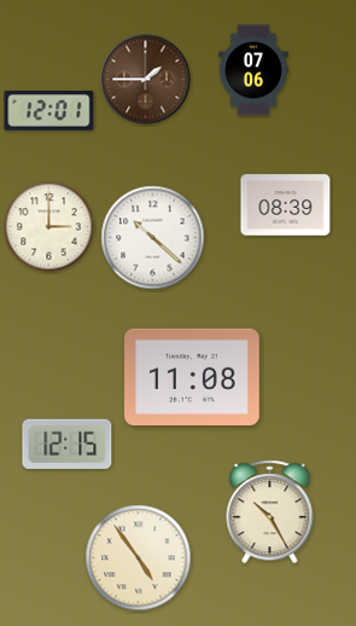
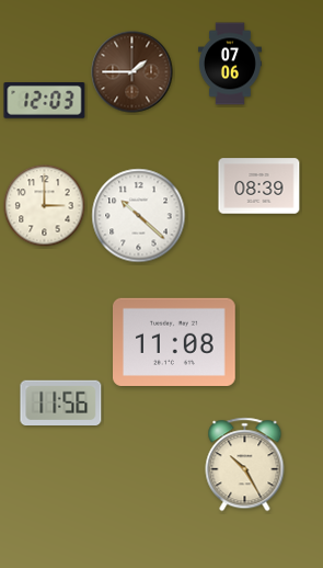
clock at (49, 111): 12:01 -> 12:03
clock at (68, 444): 12:15 -> 11:56
clock at (139, 558): 4:54 -> none
